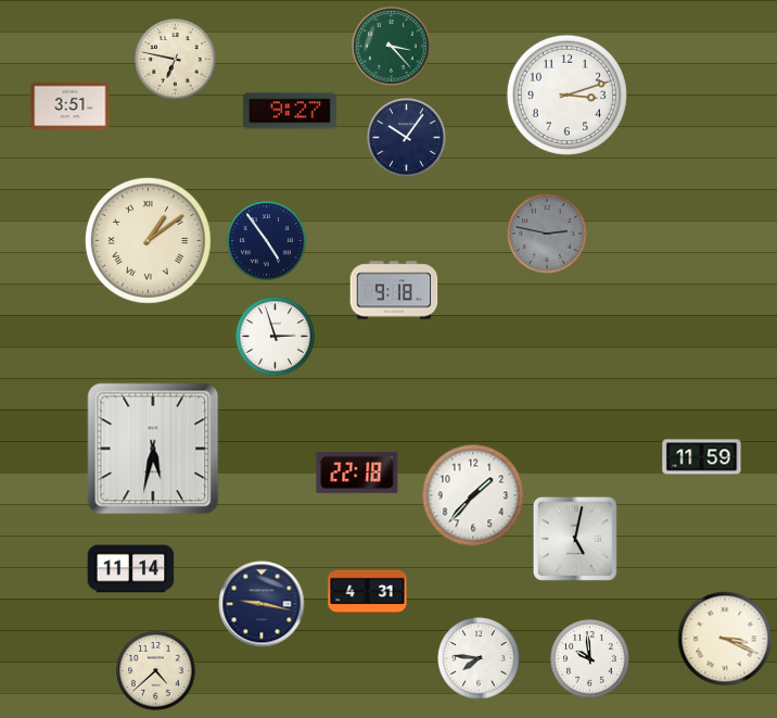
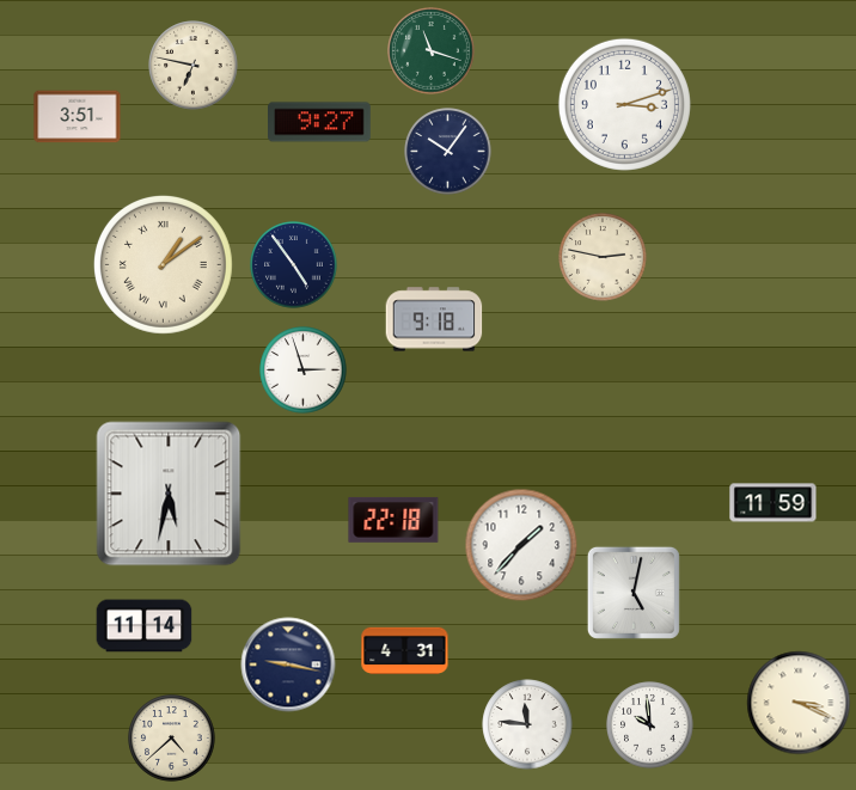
clock at (392, 47): 3:23 -> 11:18
clock at (547, 234) dial: grey -> cream
clock at (479, 658): 7:46 -> 11:46
